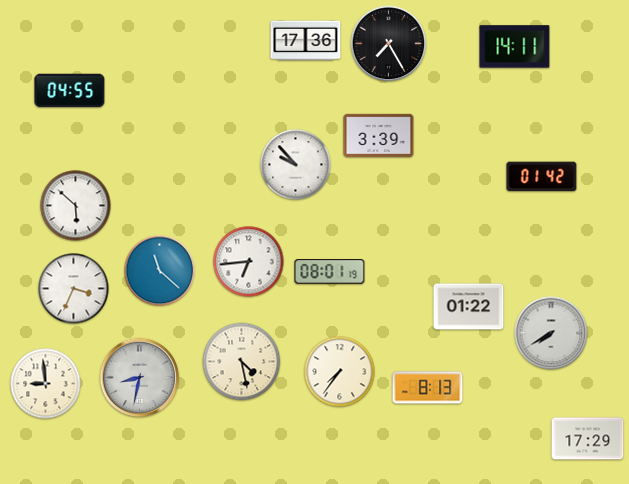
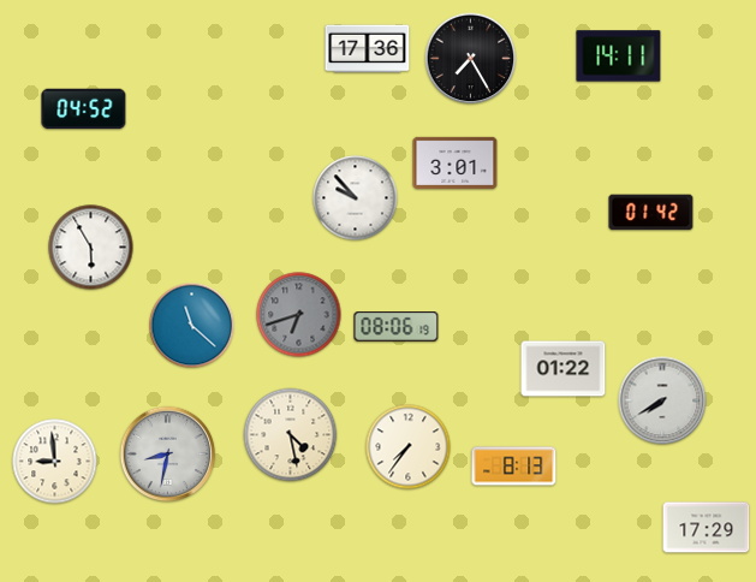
clock at (389, 44) position: (389, 44) -> (471, 59)
clock at (70, 91): 04:55 -> 04:52
clock at (379, 135): 3:39 -> 3:01
clock at (76, 206): 5:52 -> 5:55
clock at (249, 262): 6:44 -> 6:42
clock at (249, 262) dial: white -> grey
clock at (330, 272): 08:01 -> 08:06
clock at (74, 289): 3:34 -> none
